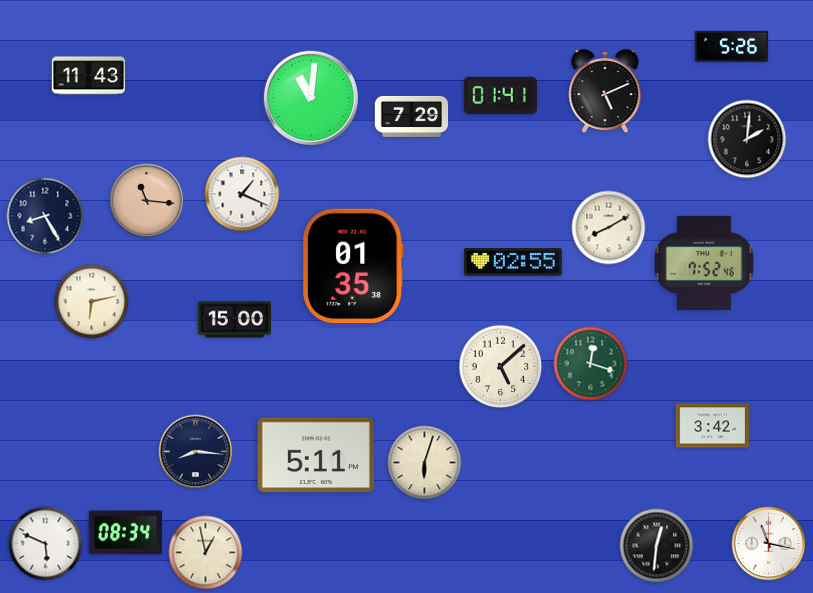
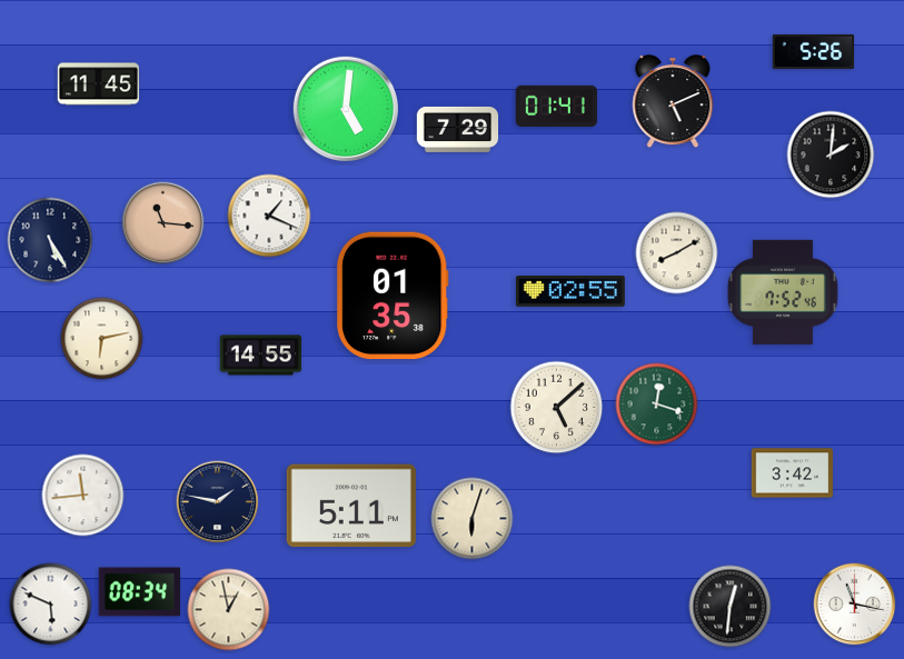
clock at (89, 76): 11:43 -> 11:45
clock at (310, 97): 11:01 -> 5:01
clock at (45, 216): 8:25 -> 5:25
clock at (92, 302) position: (92, 302) -> (102, 339)
clock at (235, 320): 15:00 -> 14:55
clock at (83, 496): none -> 11:44
clock at (196, 452): 8:16 -> 1:47
clock at (425, 463) position: (425, 463) -> (473, 519)
clock at (206, 553) position: (206, 553) -> (229, 610)
